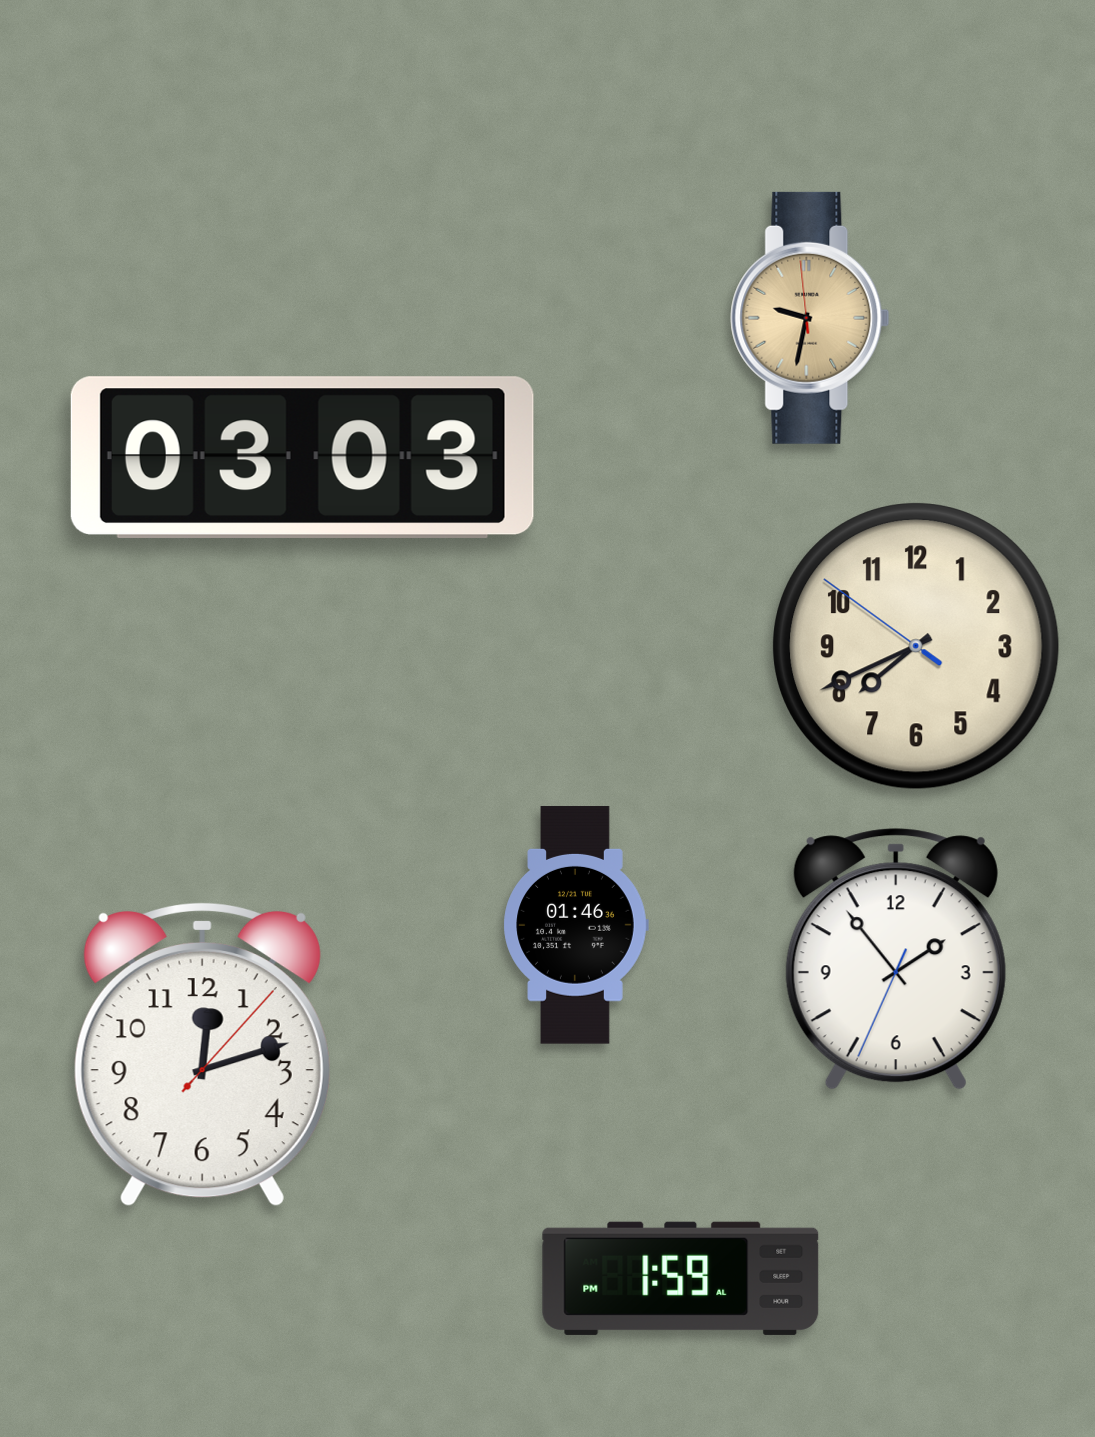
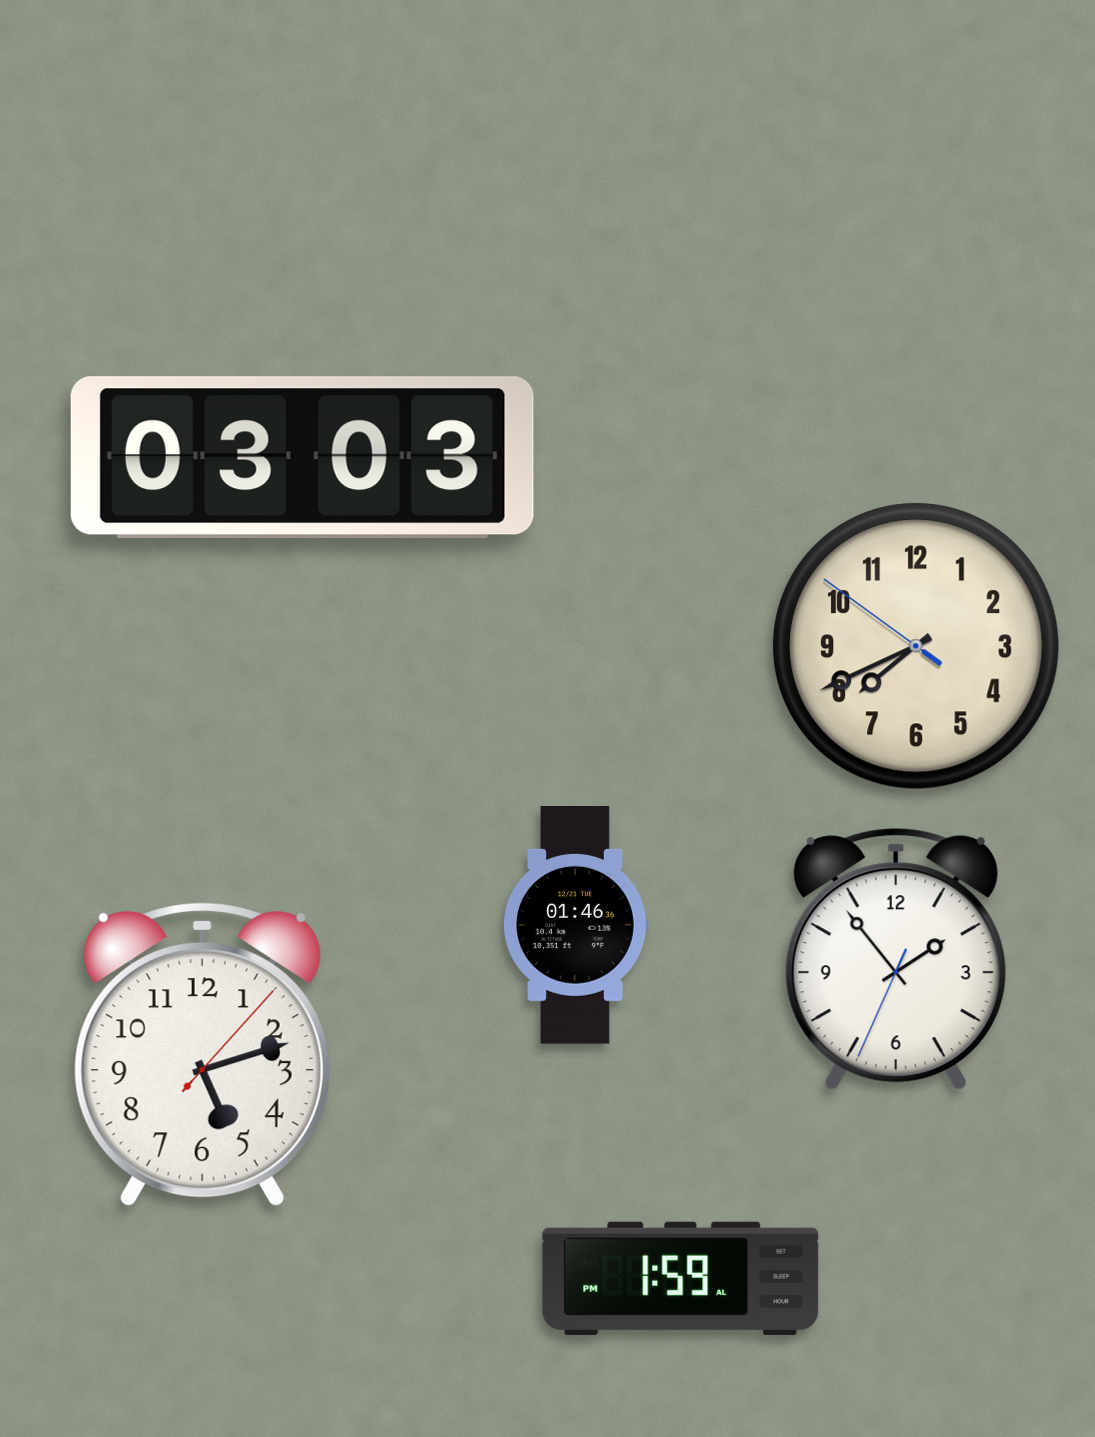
clock at (810, 318): 9:31 -> none
clock at (202, 1054): 12:12 -> 5:12
